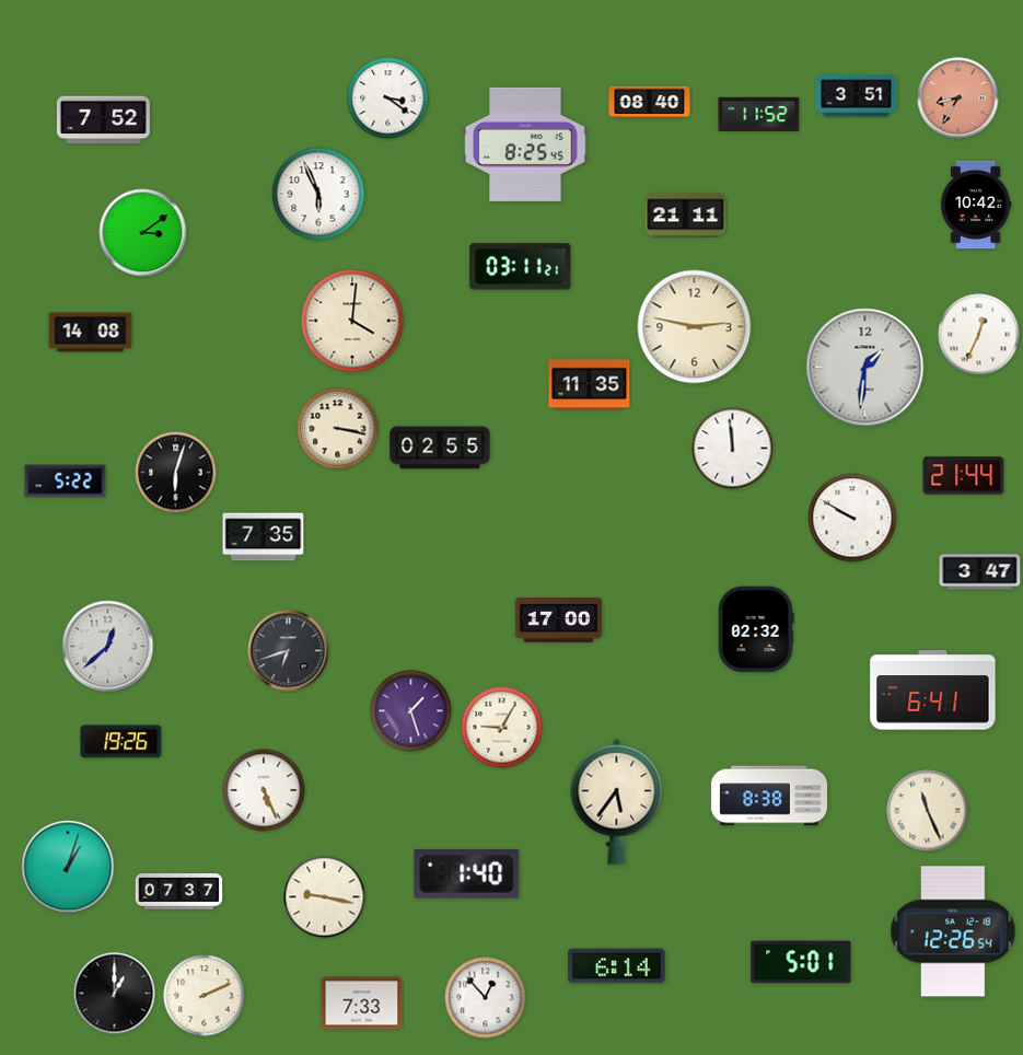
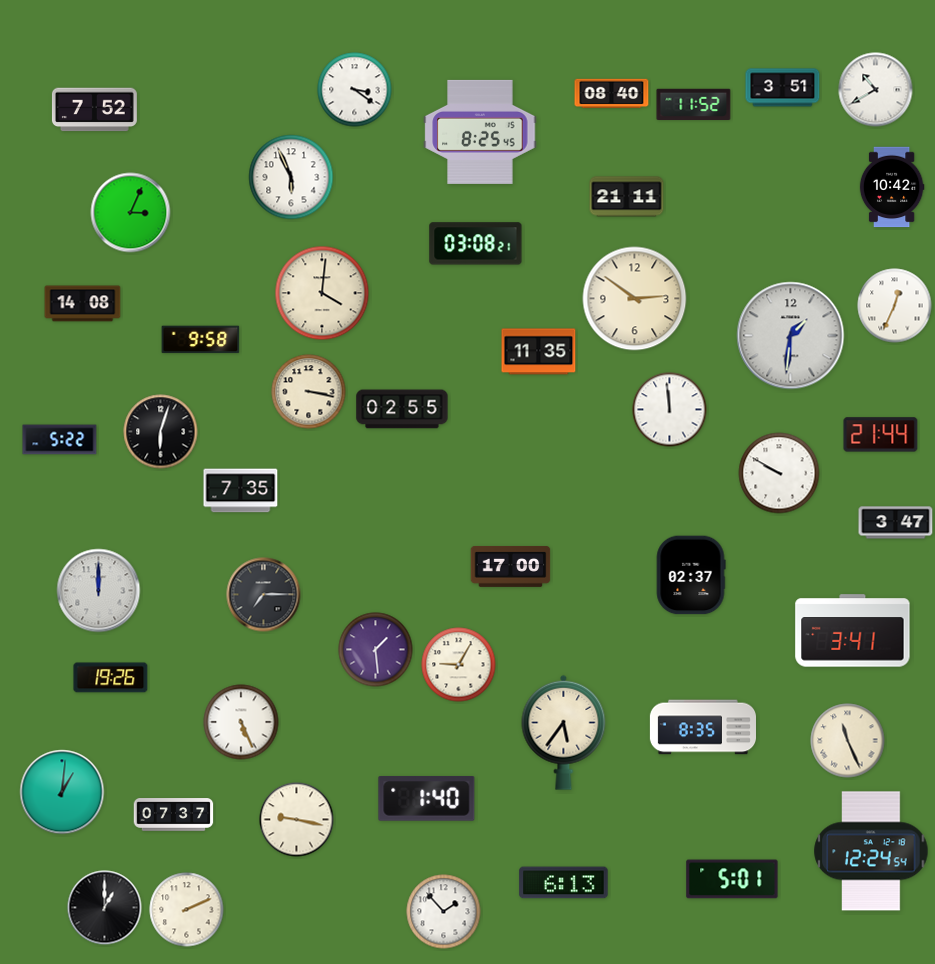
clock at (958, 98): 8:35 -> 10:40
clock at (958, 98) dial: salmon -> white
clock at (650, 103) position: (650, 103) -> (612, 94)
clock at (143, 233): 3:09 -> 3:04
clock at (521, 267): 03:11 -> 03:08
clock at (695, 327): 2:47 -> 2:51
clock at (201, 340): none -> 9:58
clock at (756, 629): 02:32 -> 02:37
clock at (108, 647): 12:38 -> 12:00
clock at (289, 651): 6:42 -> 7:15
clock at (933, 691): 6:41 -> 3:41
clock at (411, 711): 1:27 -> 1:29
clock at (768, 796): 8:38 -> 8:35
clock at (68, 867): 1:03 -> 1:01
clock at (179, 892) position: (179, 892) -> (174, 815)
clock at (953, 931): 12:26 -> 12:24
clock at (617, 966): 6:14 -> 6:13
clock at (486, 998): 12:53 -> 1:53
clock at (362, 1004): 7:33 -> none
